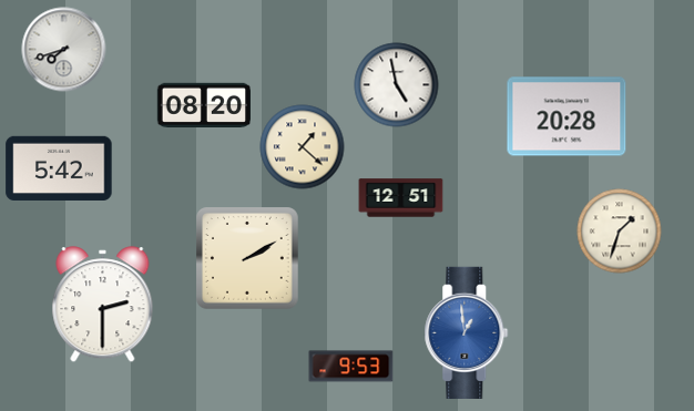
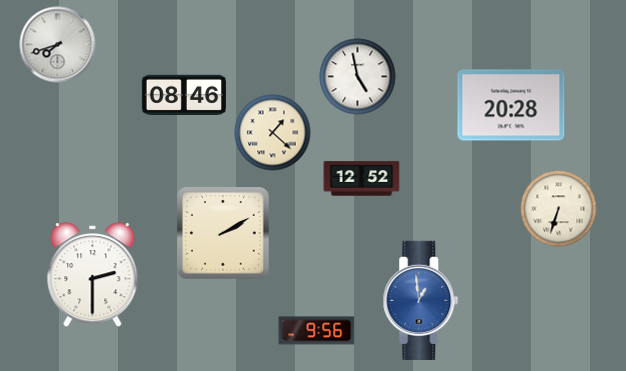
clock at (203, 104): 08:20 -> 08:46
clock at (59, 168): 5:42 -> none
clock at (401, 198): 12:51 -> 12:52
clock at (620, 232): 1:33 -> 6:33
clock at (351, 367): 9:53 -> 9:56
